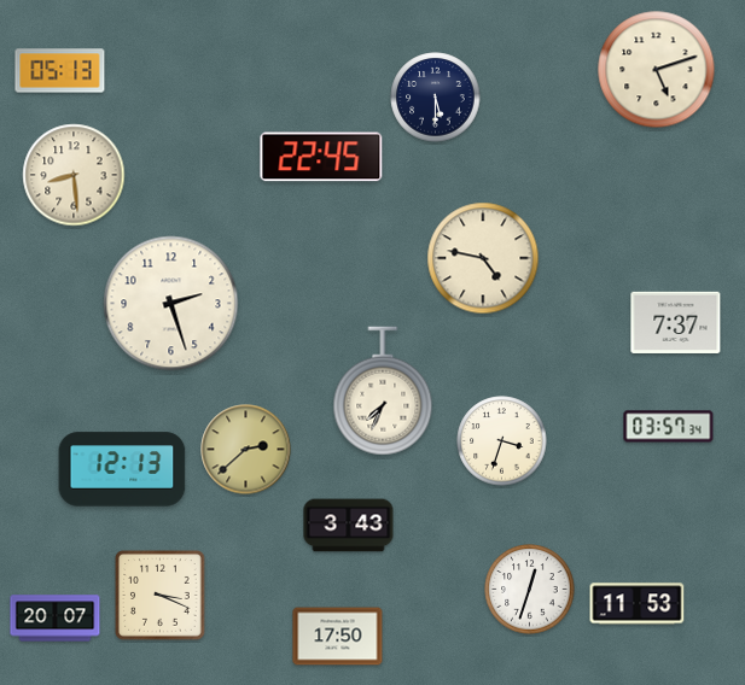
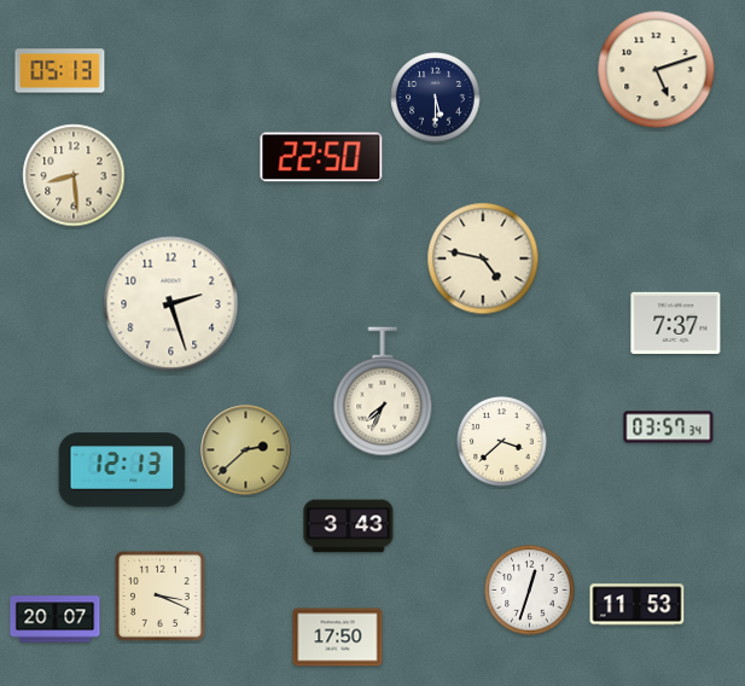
clock at (321, 157): 22:45 -> 22:50
clock at (502, 441): 3:33 -> 3:38
